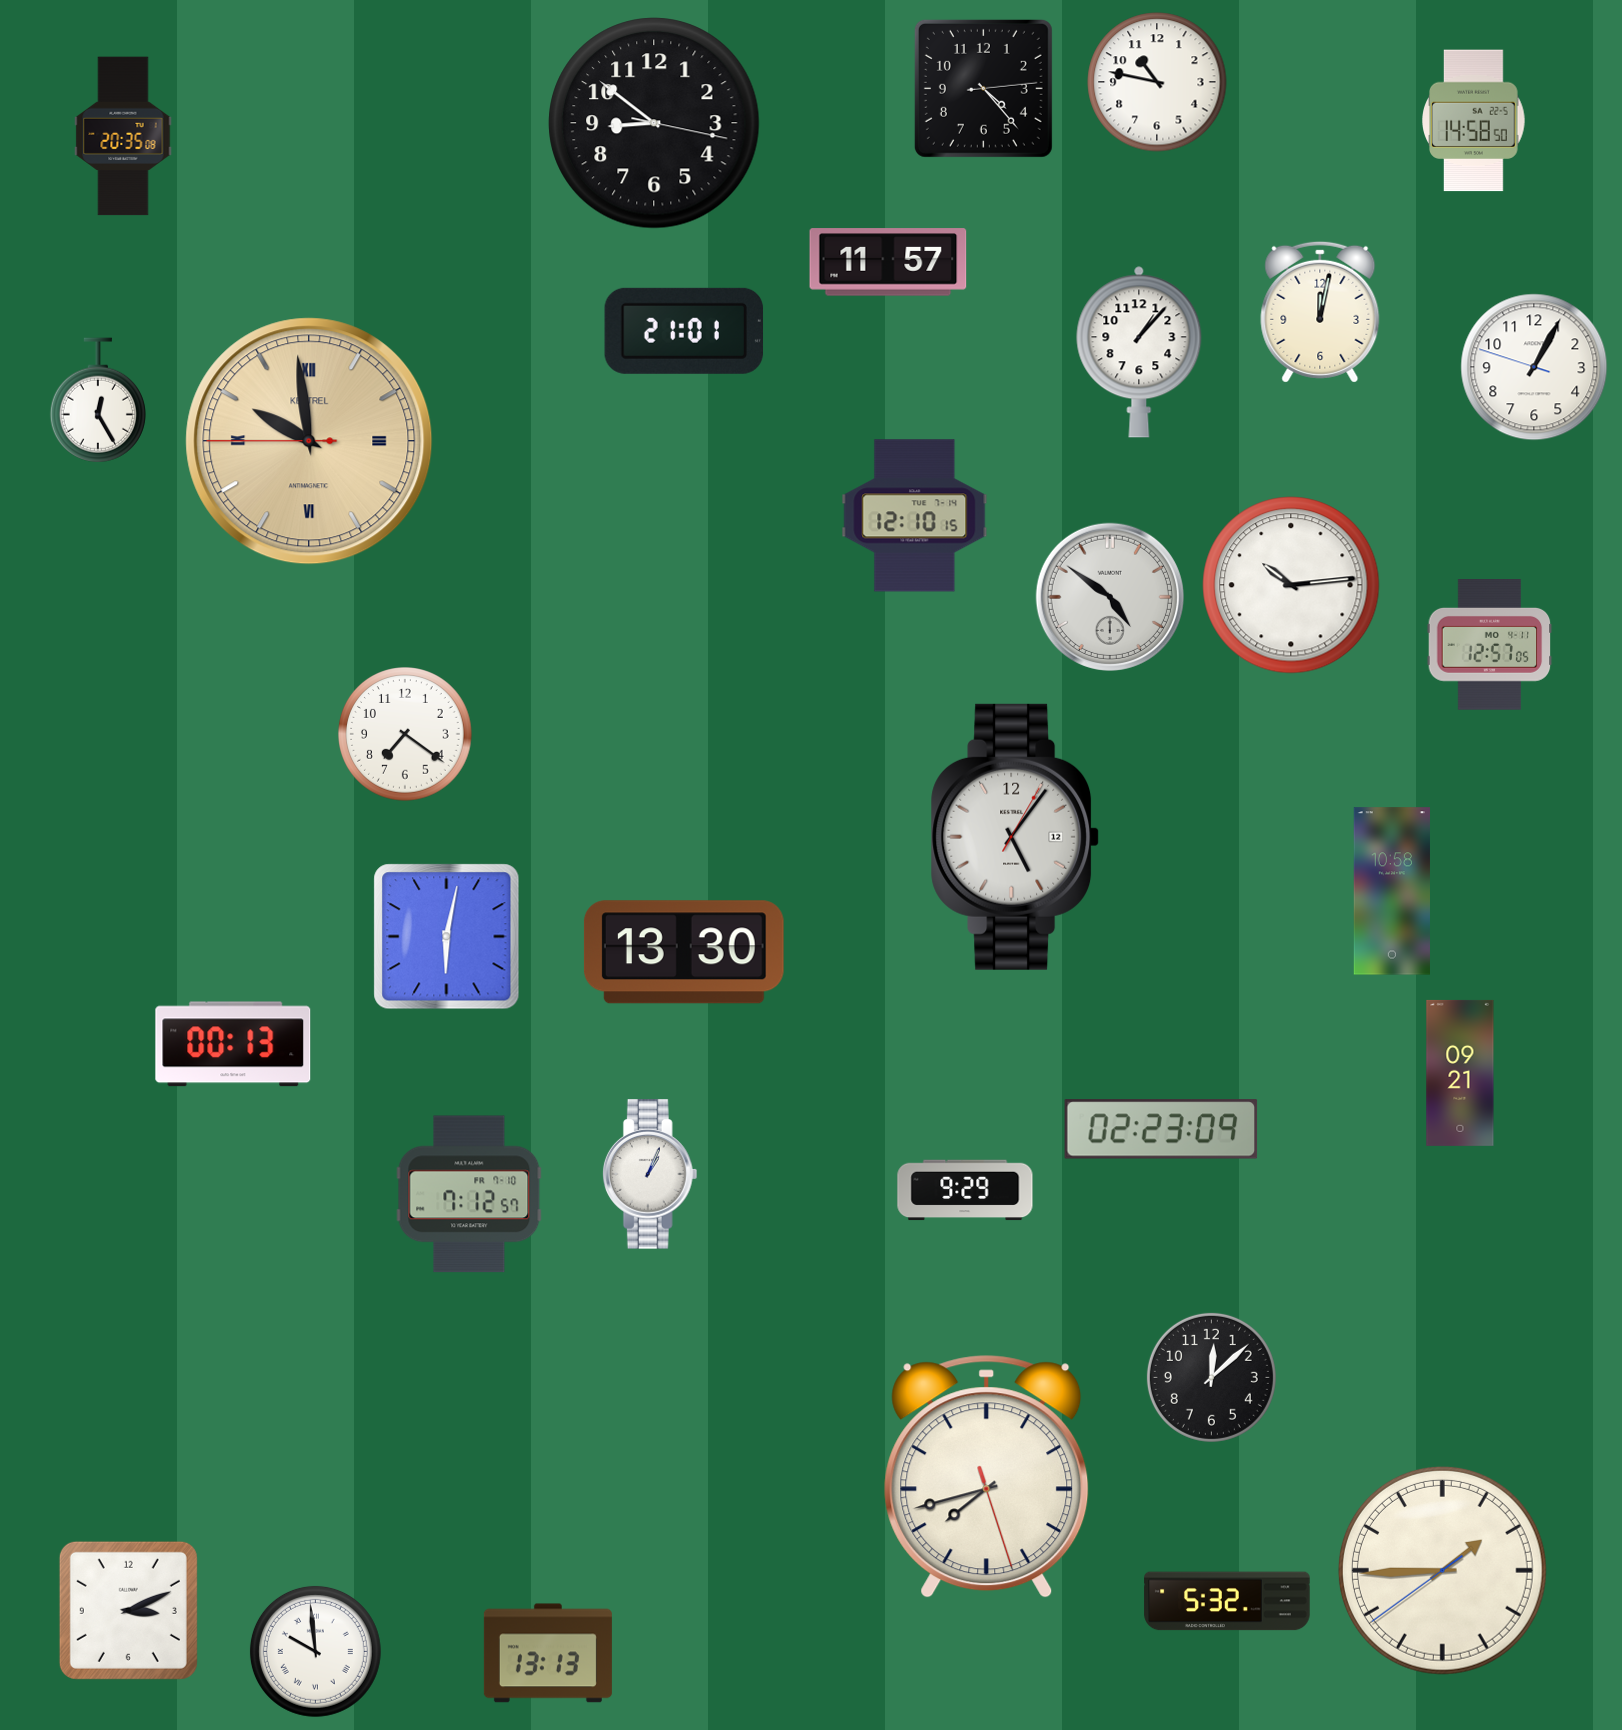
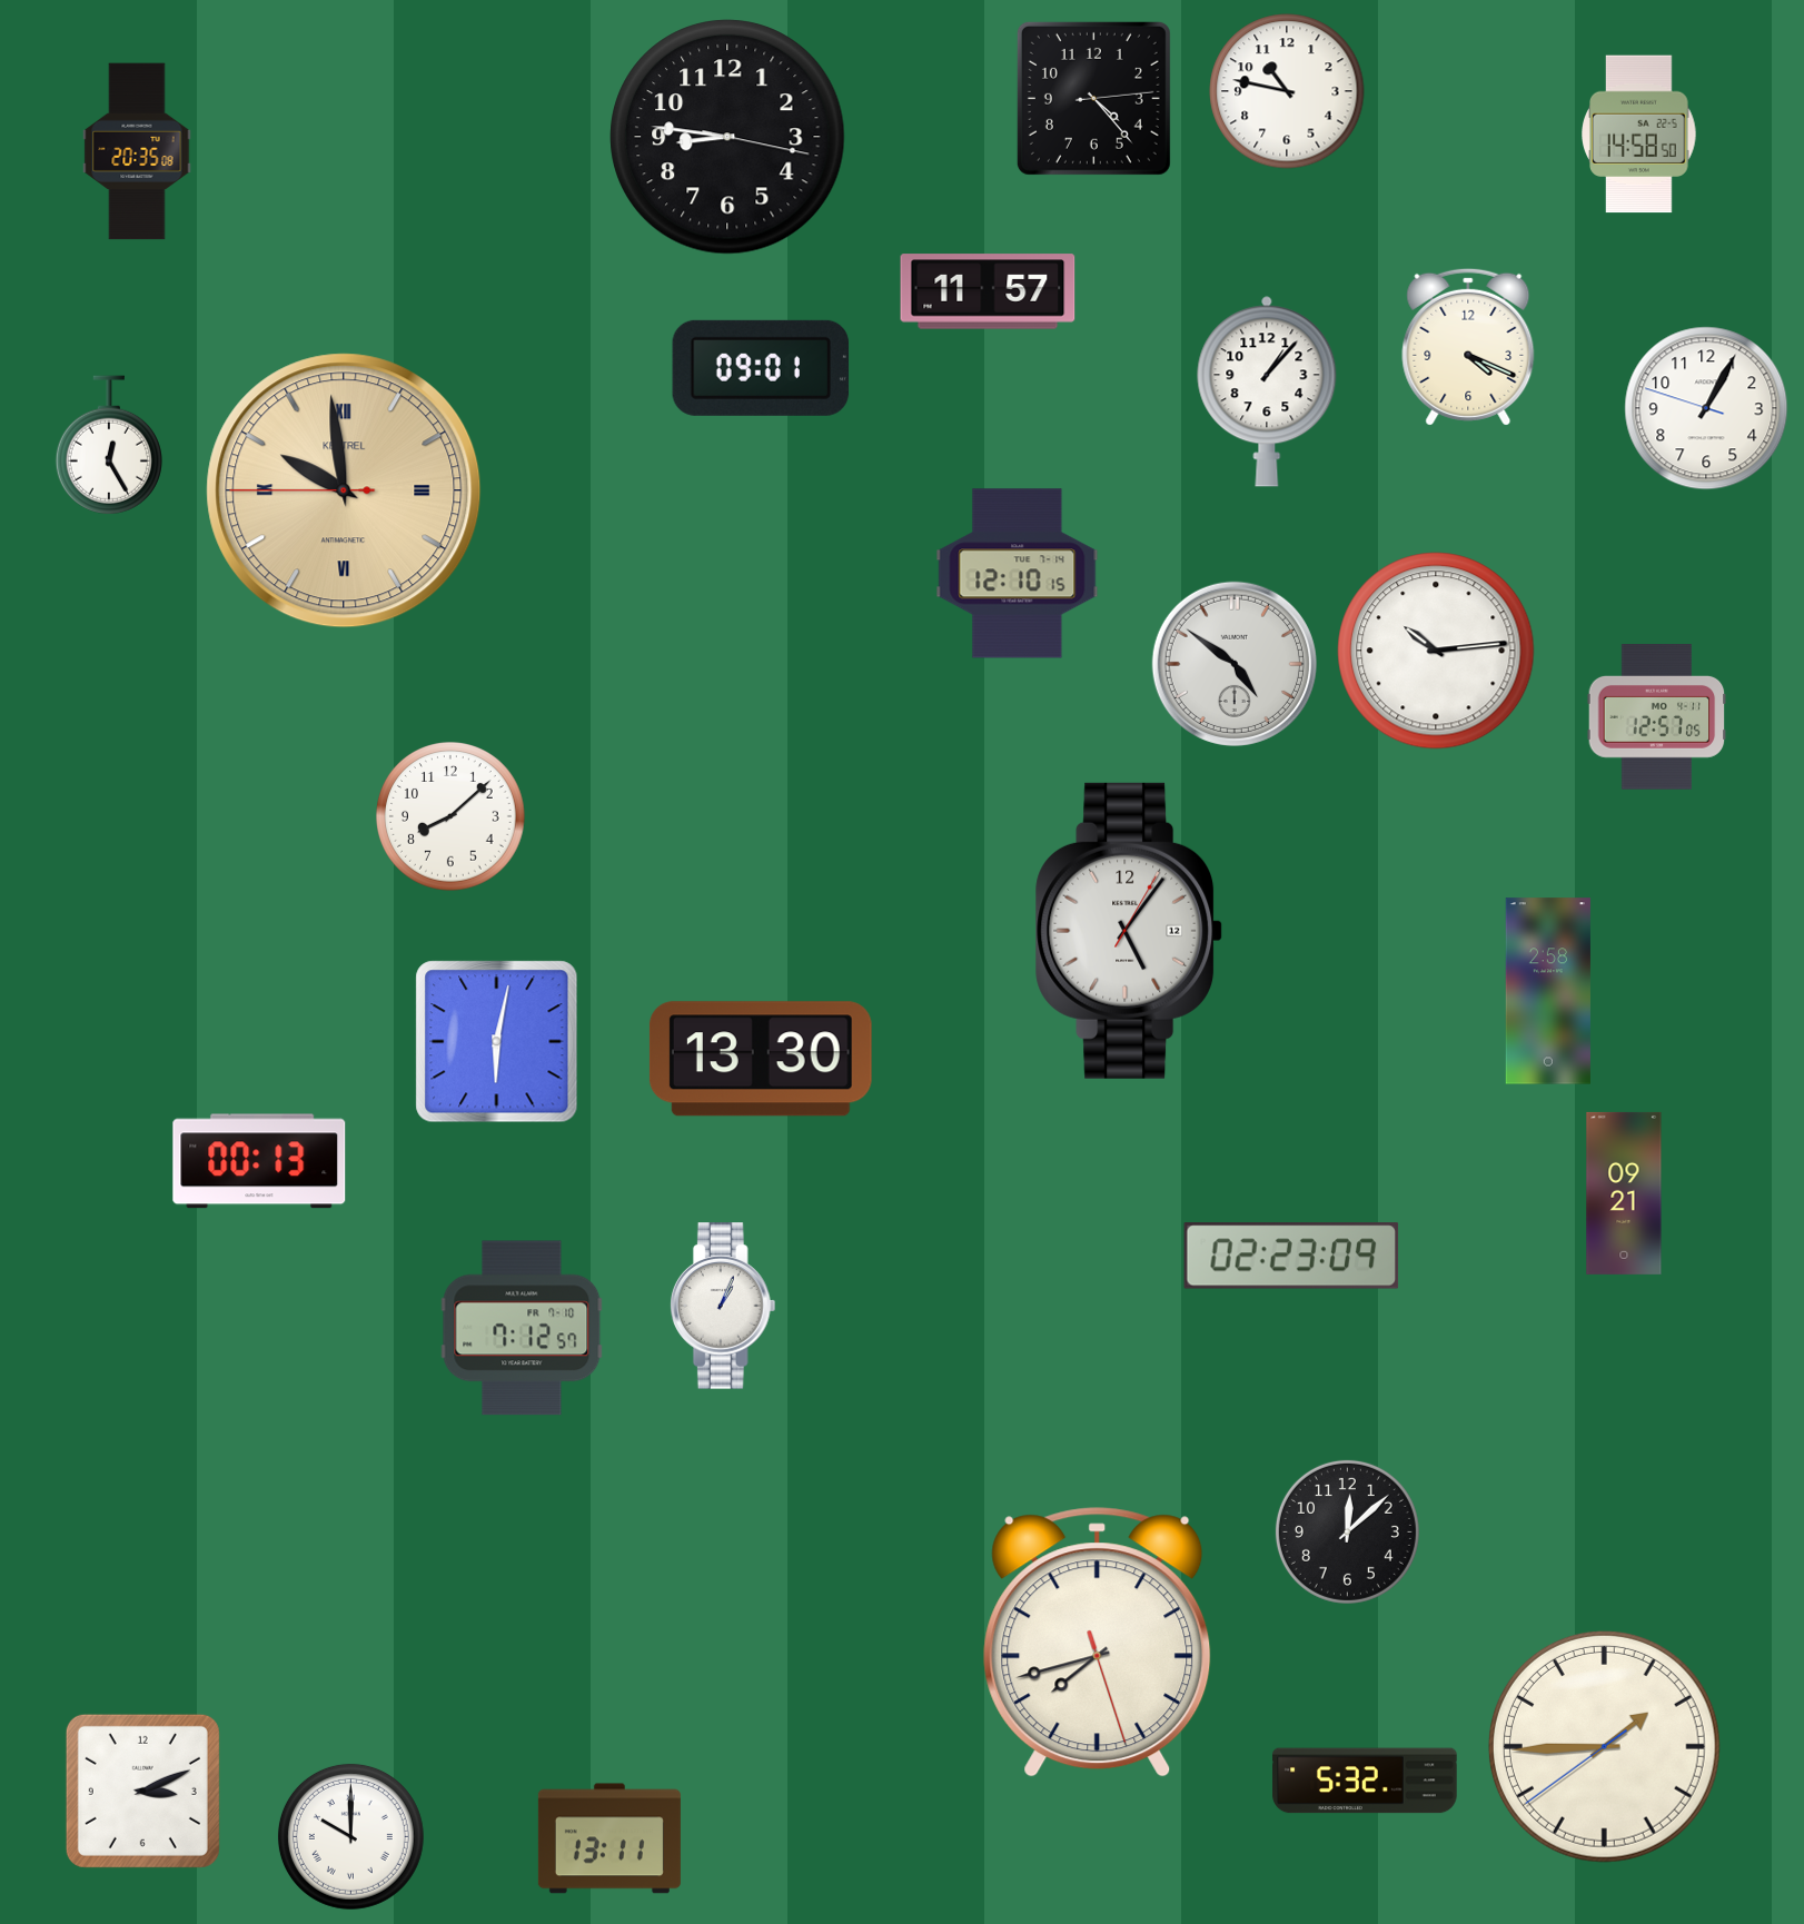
clock at (654, 123): 8:51 -> 8:46
clock at (1320, 312): 12:02 -> 4:19
clock at (684, 331): 21:01 -> 09:01
clock at (406, 735): 7:21 -> 8:08
clock at (1392, 891): 10:58 -> 2:58
clock at (965, 1190): 9:29 -> none
clock at (315, 1651): 9:59 -> 10:00
clock at (548, 1653): 13:13 -> 13:11
